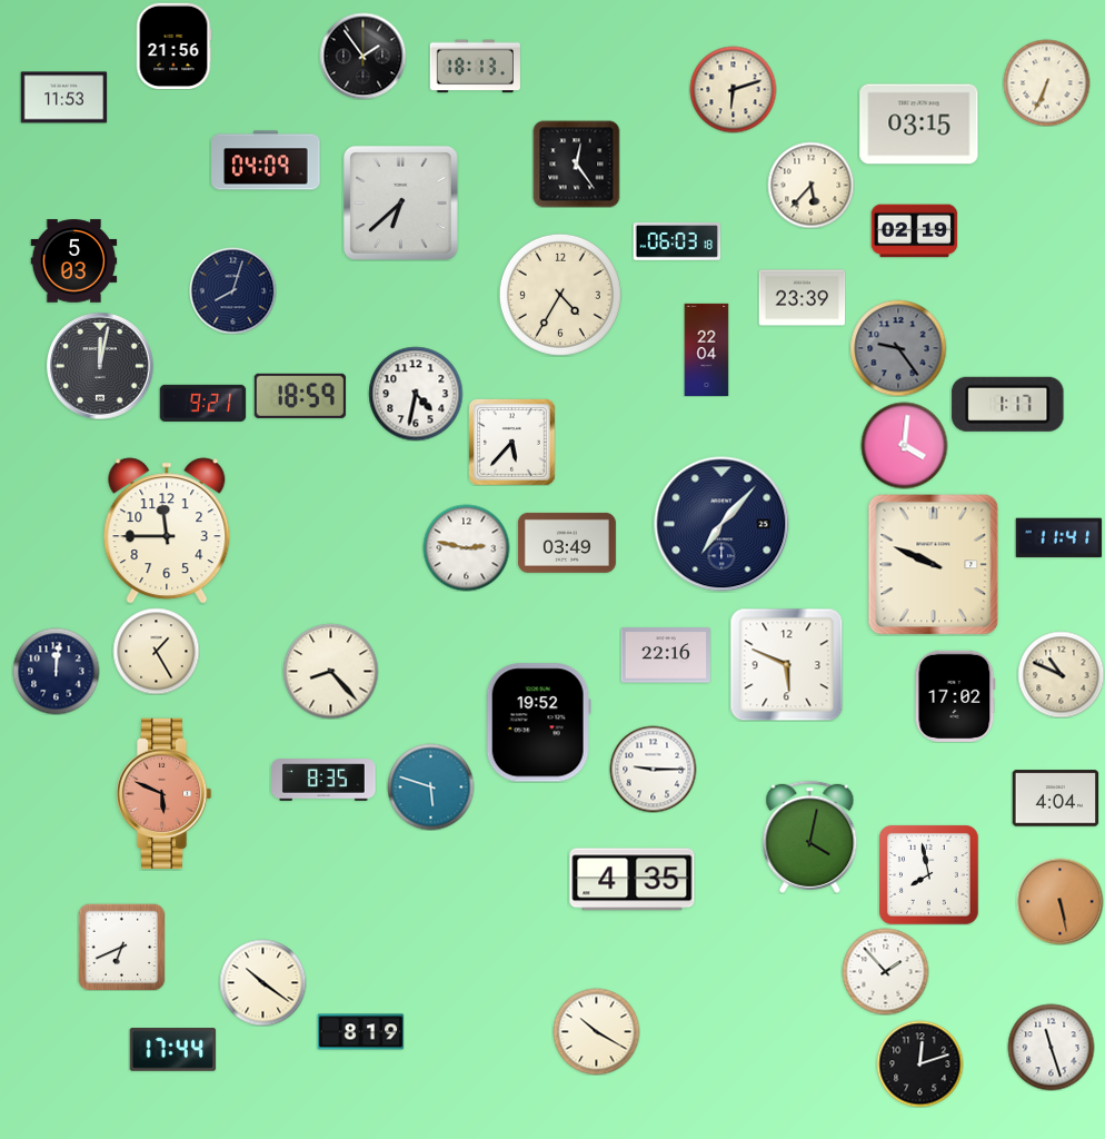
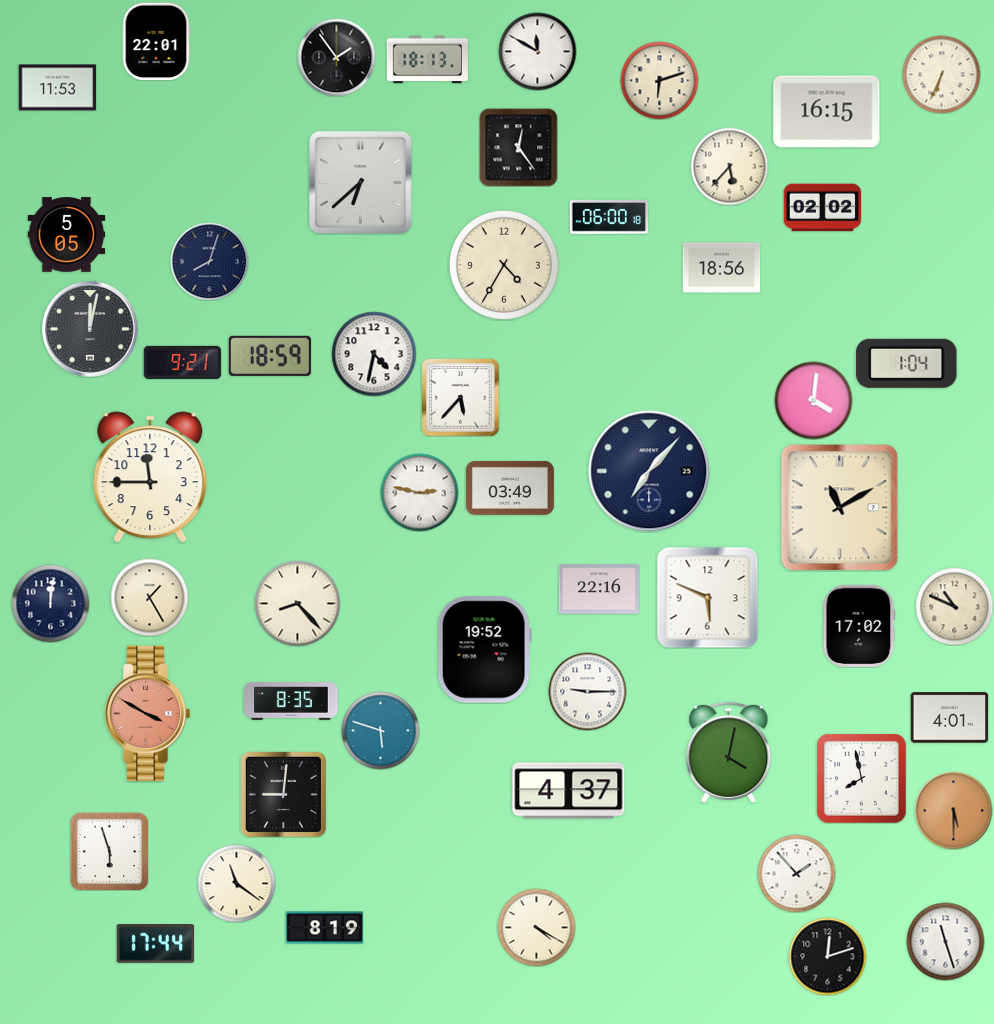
clock at (173, 46): 21:56 -> 22:01
clock at (362, 56) position: (362, 56) -> (336, 57)
clock at (537, 51): none -> 11:50
clock at (919, 125): 03:15 -> 16:15
clock at (266, 160): 04:09 -> none
clock at (914, 231): 02:19 -> 02:02
clock at (677, 242): 06:03 -> 06:00
clock at (73, 261): 5:03 -> 5:05
clock at (802, 298): 23:39 -> 18:56
clock at (898, 348): 9:24 -> none
clock at (707, 349): 22:04 -> none
clock at (1008, 404): 1:17 -> 1:04
clock at (1058, 538): 11:41 -> none
clock at (934, 565): 9:49 -> 11:10
clock at (156, 651) position: (156, 651) -> (149, 597)
clock at (430, 786) position: (430, 786) -> (380, 730)
clock at (163, 793): 5:49 -> 3:50
clock at (1055, 799): 4:04 -> 4:01
clock at (929, 875) position: (929, 875) -> (862, 779)
clock at (633, 880): 4:35 -> 4:37
clock at (283, 794): none -> 9:01
clock at (1059, 901): 5:28 -> 5:30
clock at (121, 947): 6:41 -> 5:57
clock at (262, 982): 10:21 -> 11:21
clock at (596, 1031): 10:20 -> 4:20
